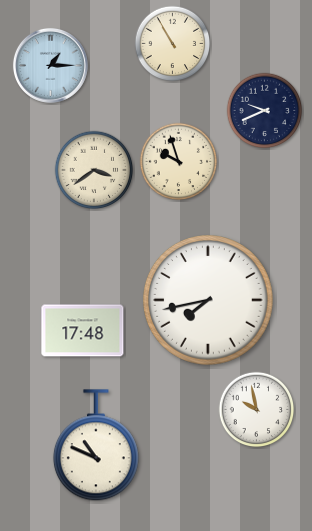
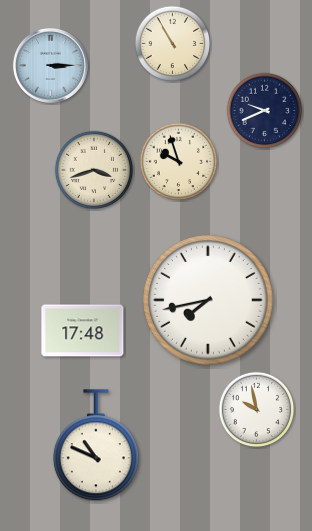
clock at (50, 65): 1:15 -> 3:15
clock at (94, 170): 3:39 -> 3:42
